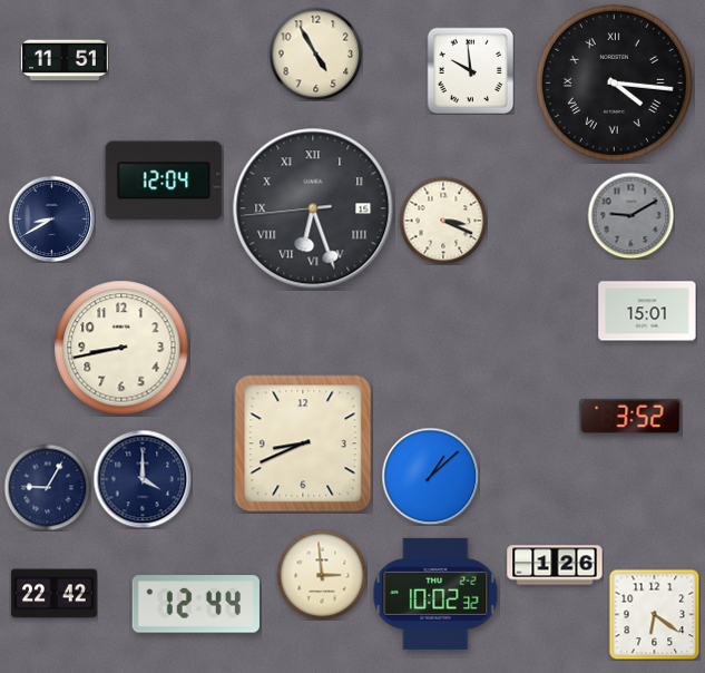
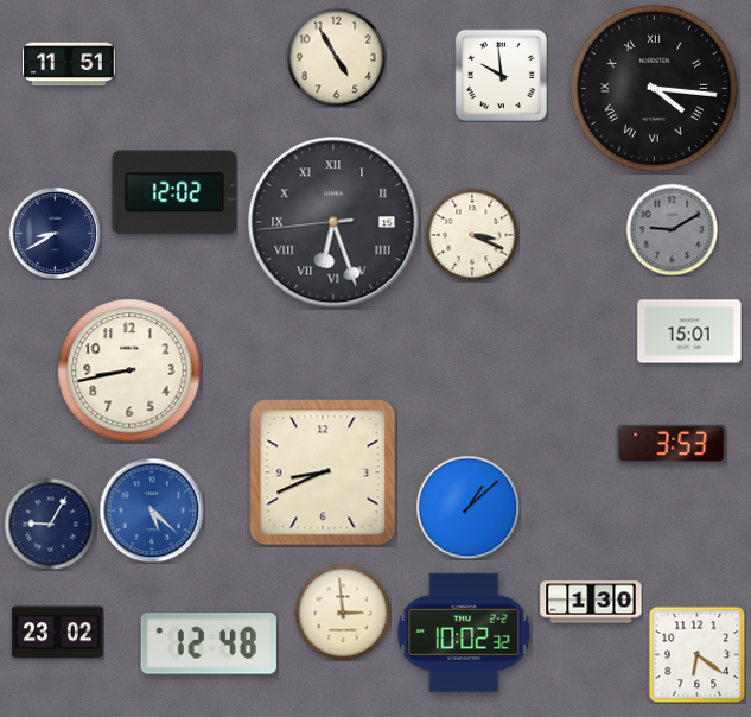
clock at (164, 181): 12:04 -> 12:02
clock at (630, 417): 3:52 -> 3:53
clock at (430, 476) position: (430, 476) -> (467, 507)
clock at (143, 479): 4:00 -> 5:22
clock at (143, 479) dial: navy -> blue
clock at (47, 487) position: (47, 487) -> (50, 524)
clock at (555, 565): 1:26 -> 1:30
clock at (55, 594): 22:42 -> 23:02
clock at (196, 604): 12:44 -> 12:48
